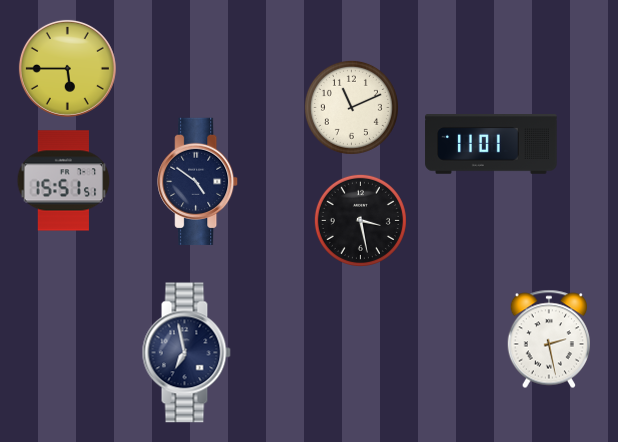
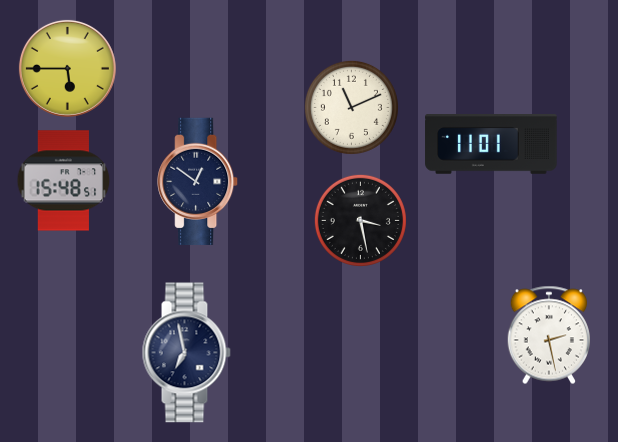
clock at (64, 181): 15:51 -> 15:48
clock at (198, 181): 4:51 -> 12:51
clock at (548, 339) position: (548, 339) -> (548, 335)
